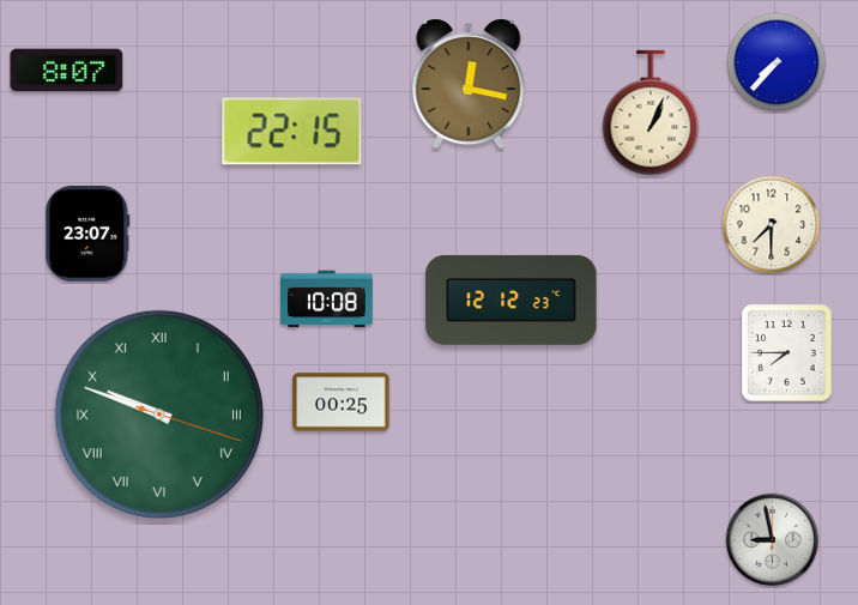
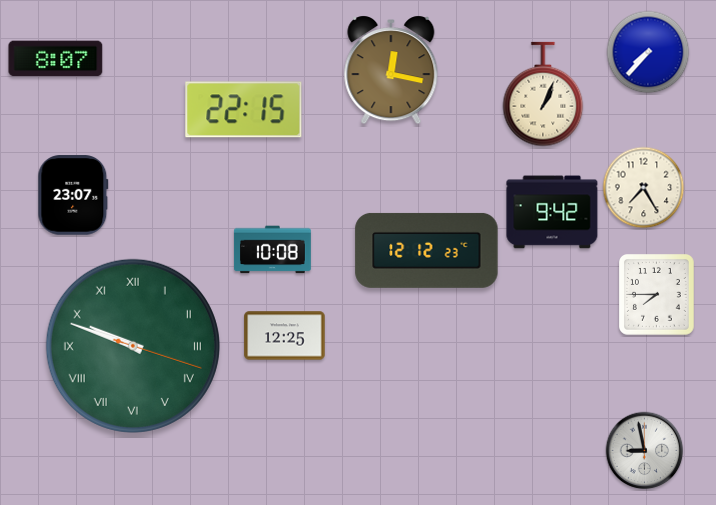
clock at (772, 225): 7:30 -> 7:25
clock at (552, 212): none -> 9:42
clock at (342, 403): 00:25 -> 12:25
